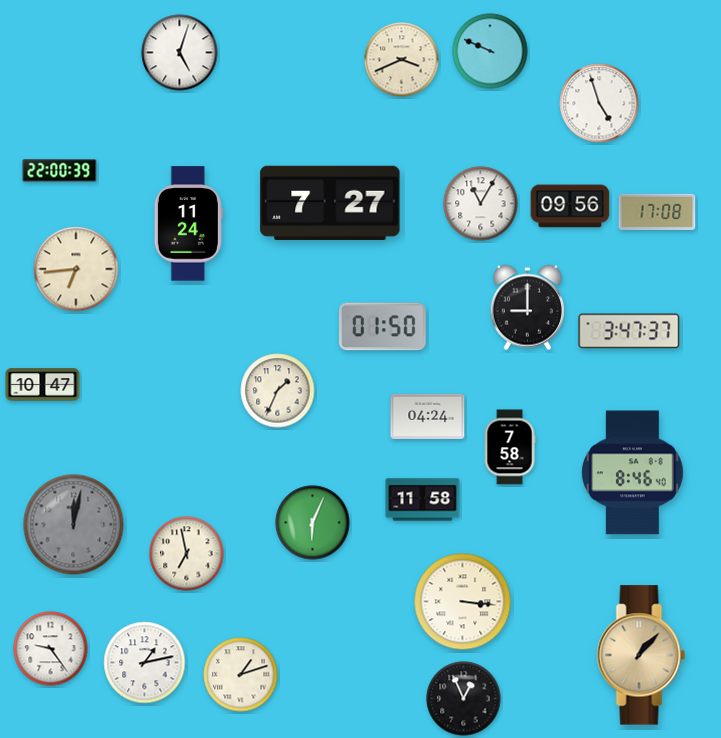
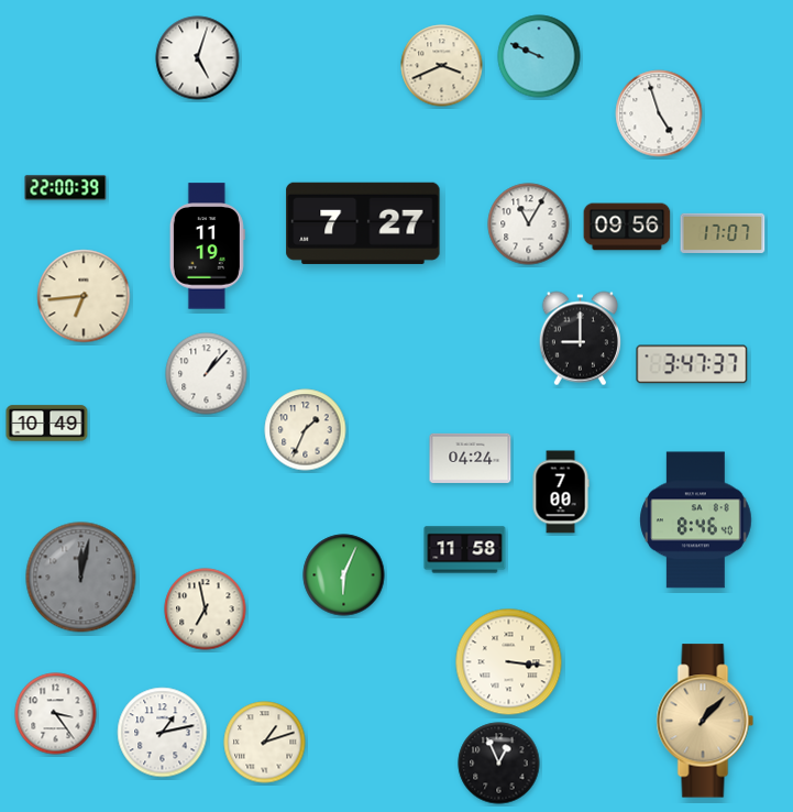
clock at (657, 212): 17:08 -> 17:07
clock at (188, 224): 11:24 -> 11:19
clock at (382, 327): 01:50 -> none
clock at (207, 374): none -> 1:07
clock at (43, 385): 10:47 -> 10:49
clock at (510, 447): 7:58 -> 7:00
clock at (51, 649): 9:24 -> 3:24
clock at (145, 663) position: (145, 663) -> (163, 733)
clock at (464, 699) position: (464, 699) -> (499, 764)
